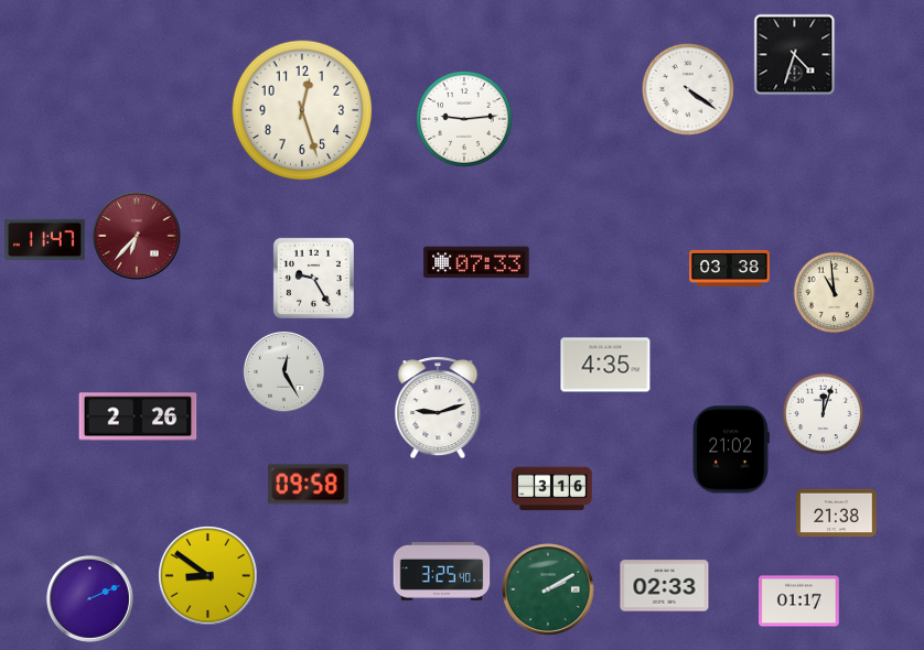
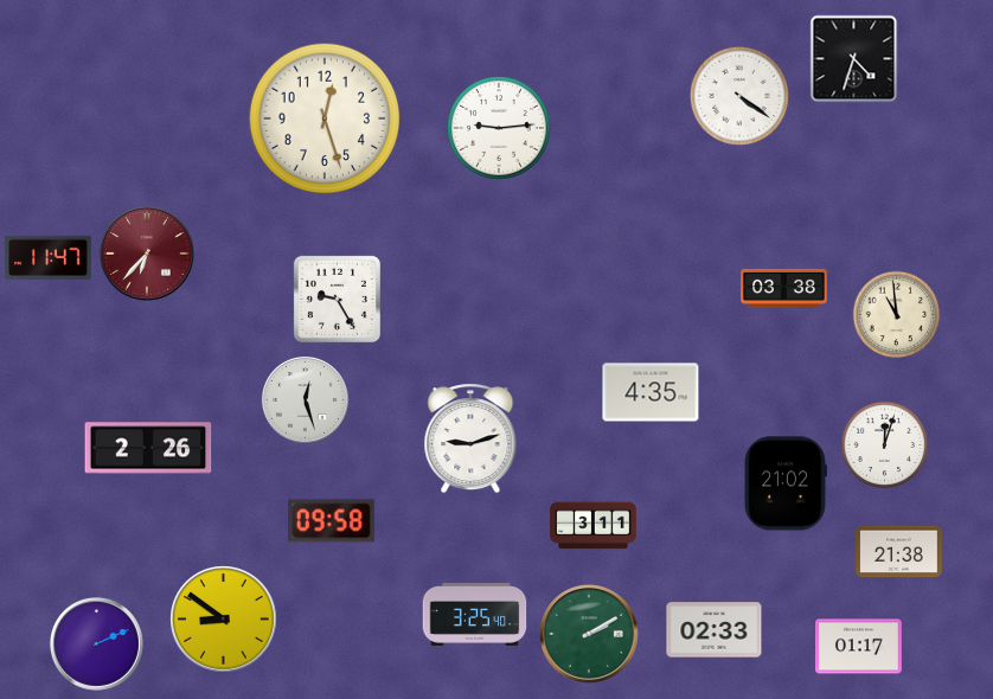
clock at (476, 262): 07:33 -> none
clock at (283, 371): 12:25 -> 12:27
clock at (552, 489): 3:16 -> 3:11
